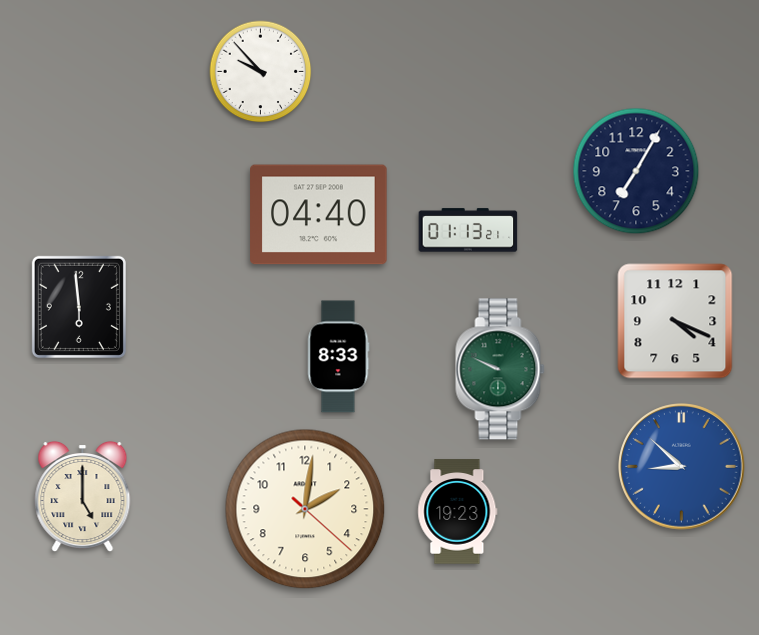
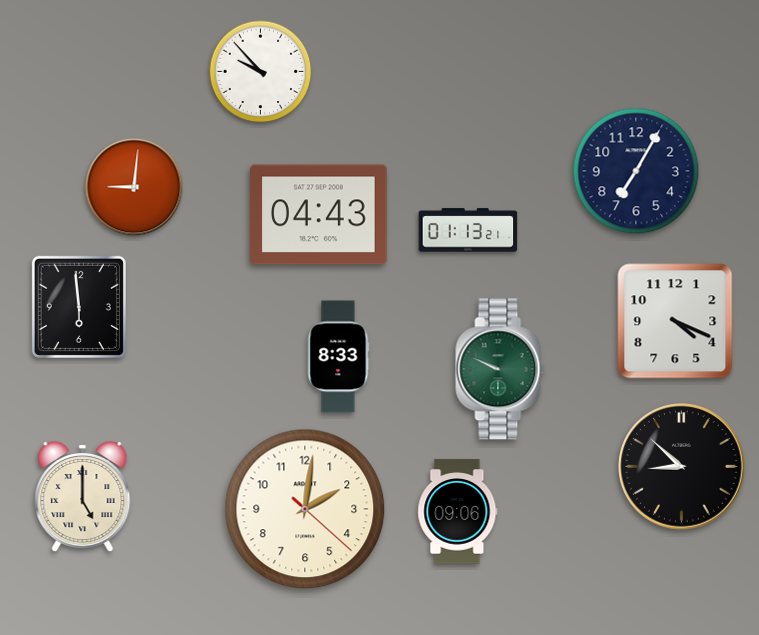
clock at (134, 187): none -> 9:01
clock at (319, 215): 04:40 -> 04:43
clock at (682, 467) dial: blue -> black
clock at (458, 512): 19:23 -> 09:06
